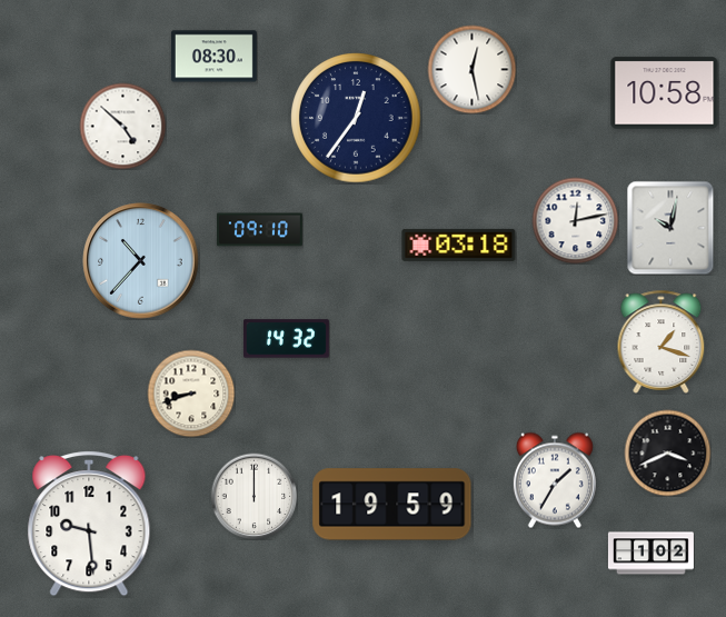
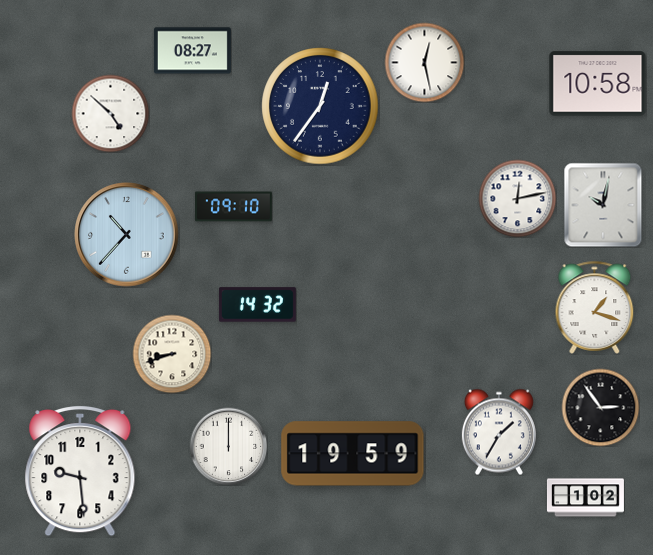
clock at (213, 57): 08:30 -> 08:27
clock at (459, 245): 03:18 -> none
clock at (667, 452): 3:41 -> 2:54
